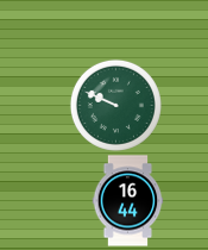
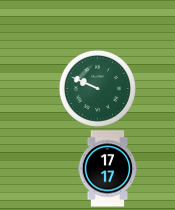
clock at (128, 201): 16:44 -> 17:17
